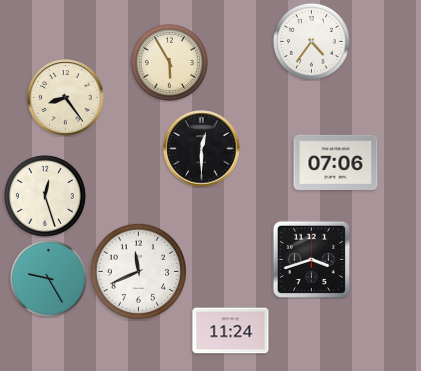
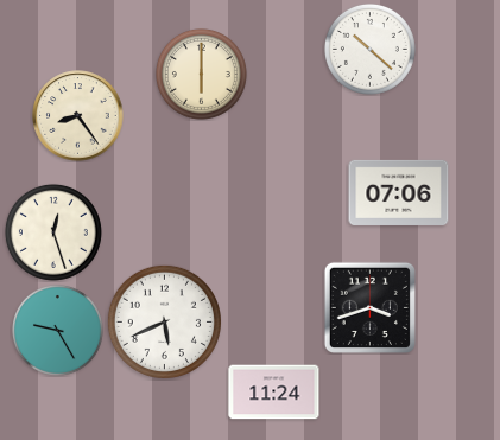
clock at (311, 41): 4:36 -> 10:22
clock at (169, 62): 5:55 -> 6:00
clock at (202, 149): 12:30 -> none
clock at (138, 271): 11:41 -> 5:41
